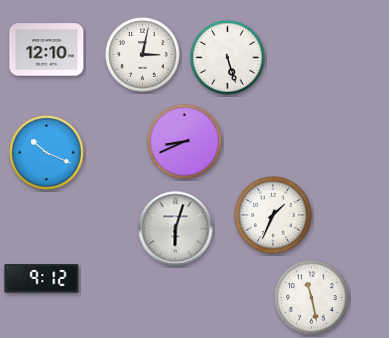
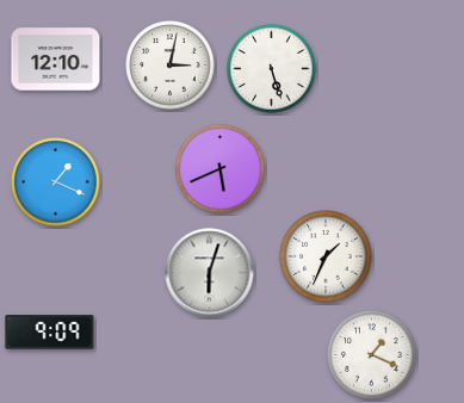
clock at (185, 142): 8:41 -> 5:41
clock at (47, 153): 10:19 -> 1:19
clock at (42, 279): 9:12 -> 9:09
clock at (312, 298): 11:28 -> 1:19
